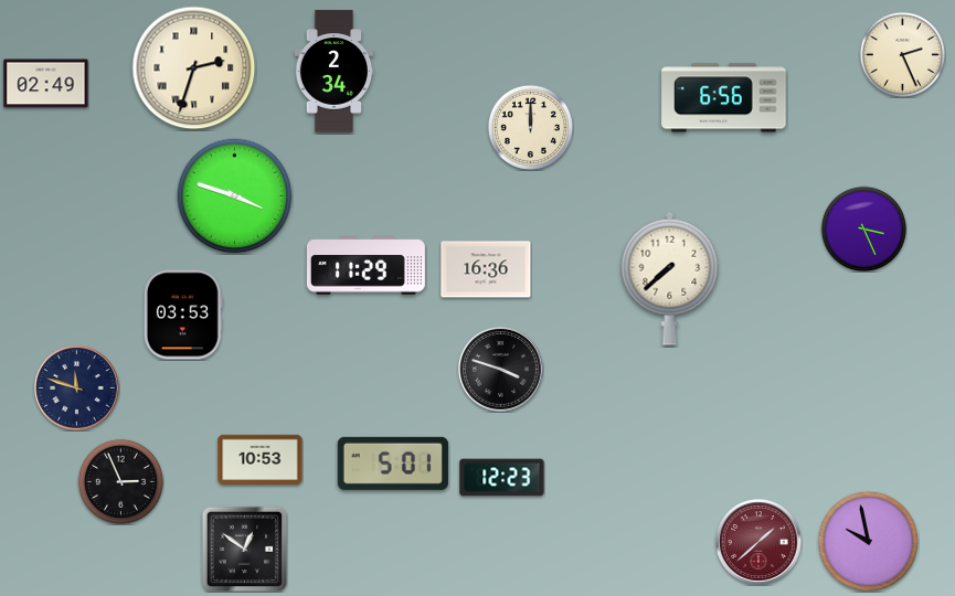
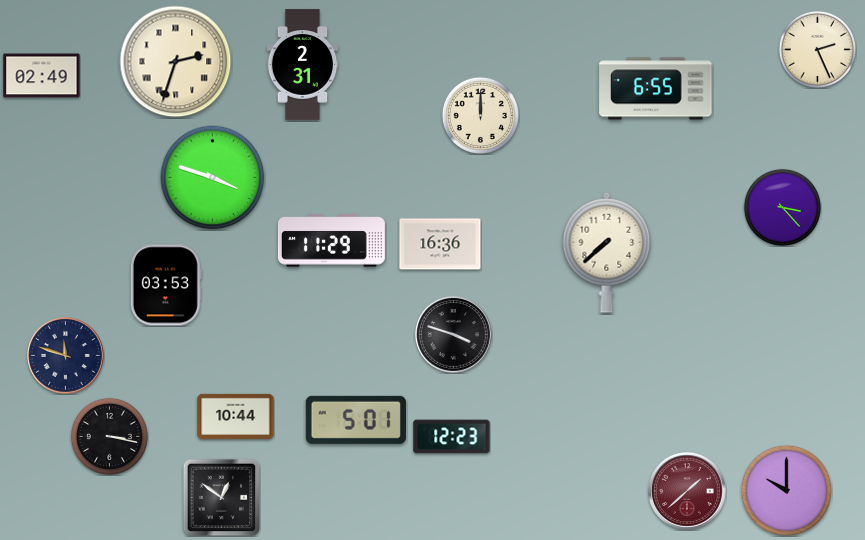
clock at (335, 72): 2:34 -> 2:31
clock at (724, 98): 6:56 -> 6:55
clock at (863, 228): 3:26 -> 3:23
clock at (77, 389) position: (77, 389) -> (66, 356)
clock at (261, 459): 10:53 -> 10:44
clock at (502, 478) position: (502, 478) -> (452, 437)
clock at (120, 481): 2:56 -> 3:17
clock at (868, 541): 9:58 -> 10:00
